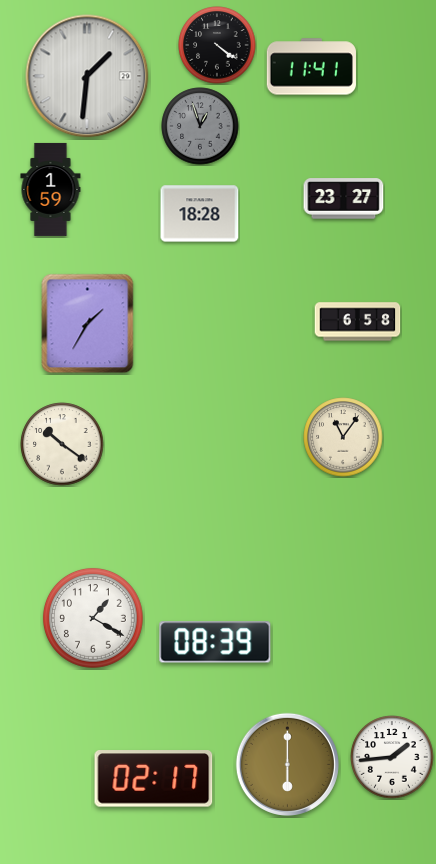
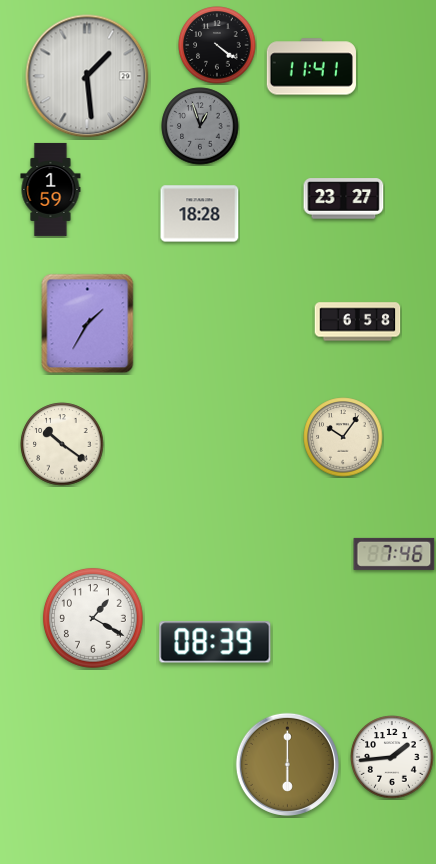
clock at (87, 76): 1:31 -> 1:29
clock at (343, 437): 11:06 -> 10:06
clock at (394, 554): none -> 7:46
clock at (154, 779): 02:17 -> none
